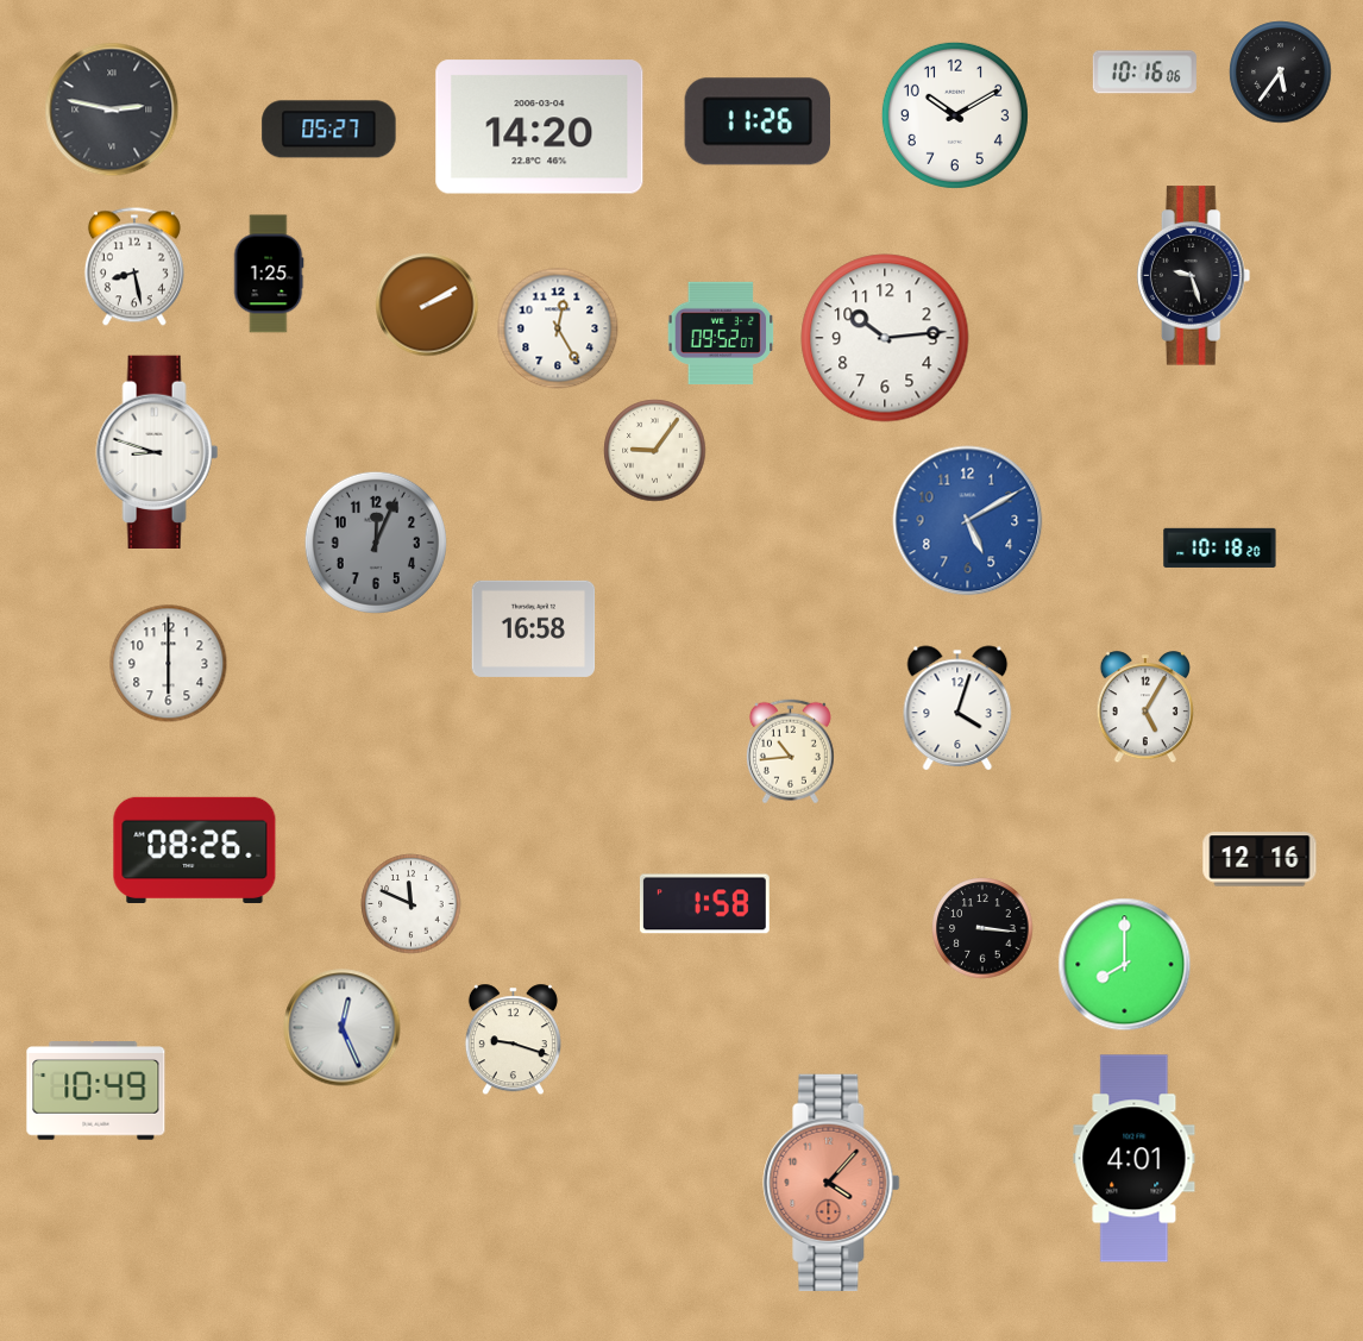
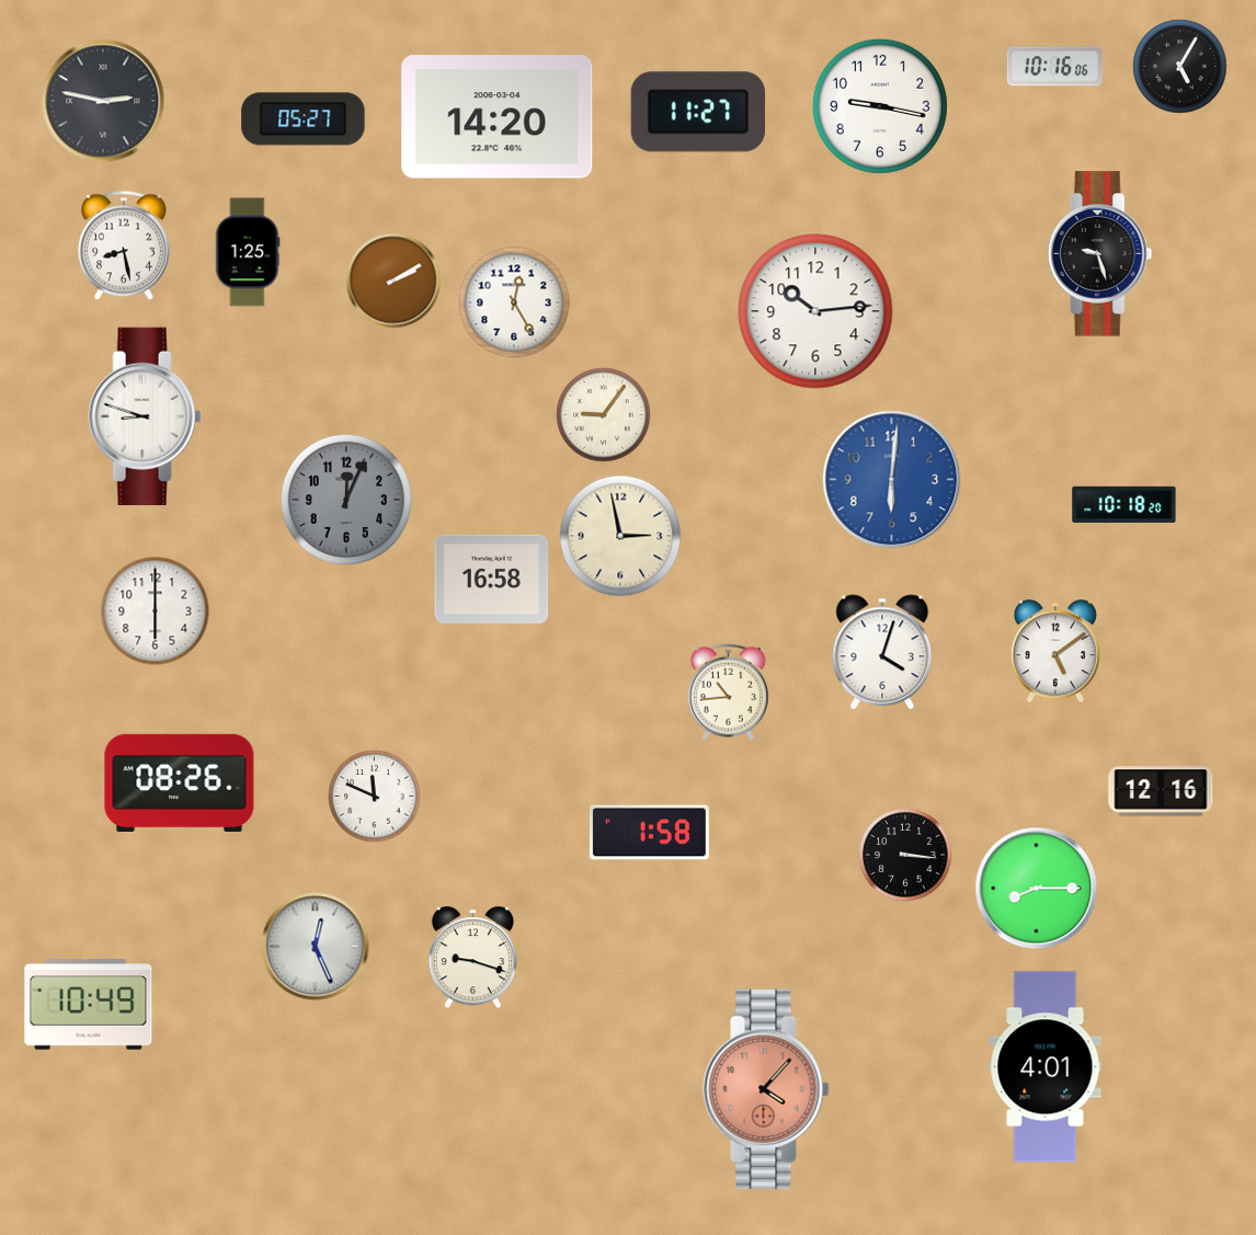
clock at (1281, 73): 5:36 -> 5:05
clock at (955, 115): 10:10 -> 9:17
clock at (758, 121): 11:26 -> 11:27
clock at (721, 333): 09:52 -> none
clock at (968, 521): 5:10 -> 6:01
clock at (620, 536): none -> 2:58
clock at (1145, 708): 5:05 -> 5:09
clock at (412, 904) position: (412, 904) -> (375, 797)
clock at (1125, 965): 8:00 -> 8:15
